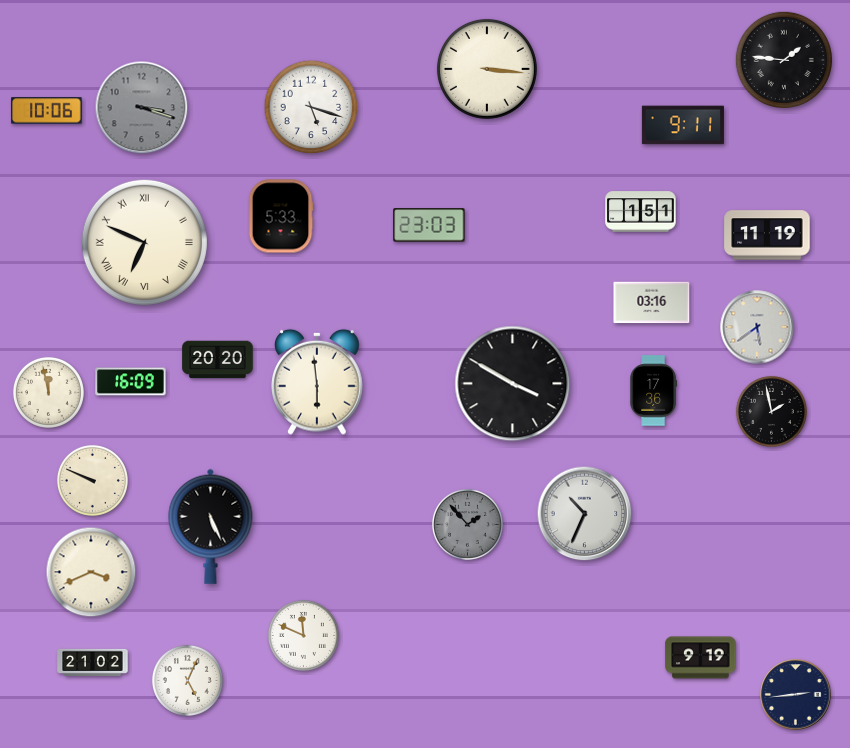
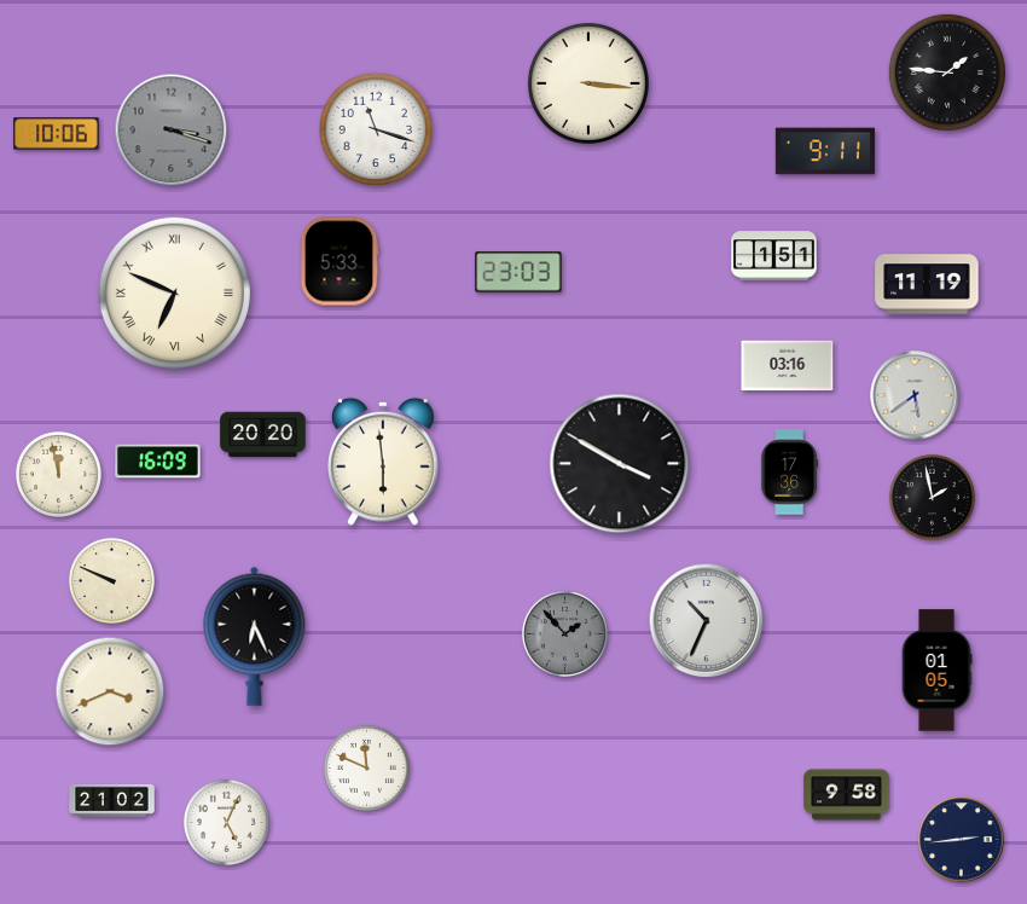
clock at (311, 107): 5:18 -> 11:18
clock at (211, 526): 5:26 -> 6:26
clock at (936, 671): none -> 01:05
clock at (701, 658): 9:19 -> 9:58
